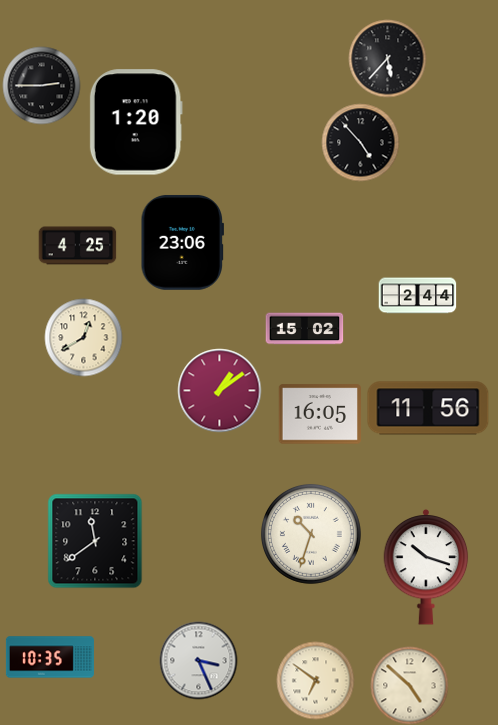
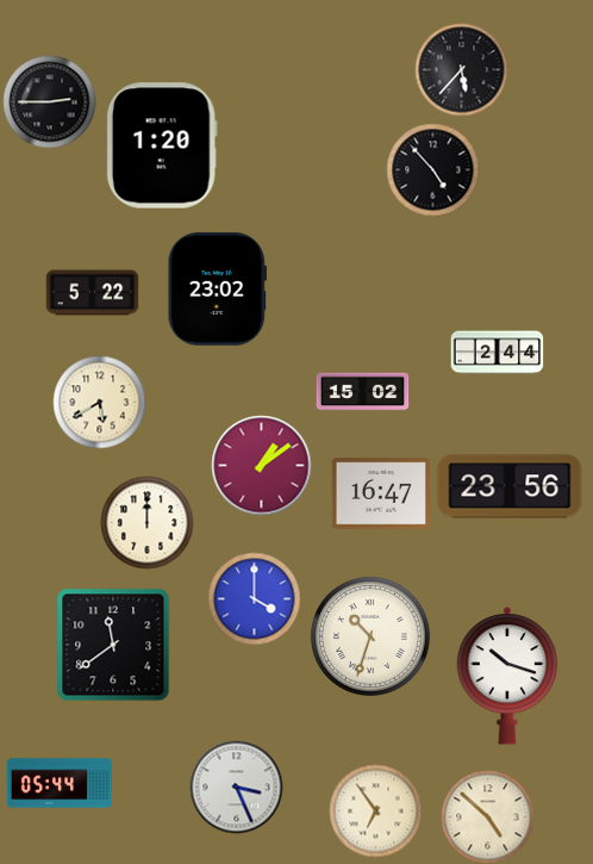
clock at (360, 142) position: (360, 142) -> (432, 169)
clock at (182, 242): 23:06 -> 23:02
clock at (77, 246): 4:25 -> 5:22
clock at (83, 337): 12:40 -> 5:40
clock at (428, 408): 11:56 -> 23:56
clock at (320, 414): 16:05 -> 16:47
clock at (146, 522): none -> 12:00
clock at (254, 598): none -> 4:00
clock at (50, 657): 10:35 -> 05:44
clock at (315, 680): 6:51 -> 6:54
